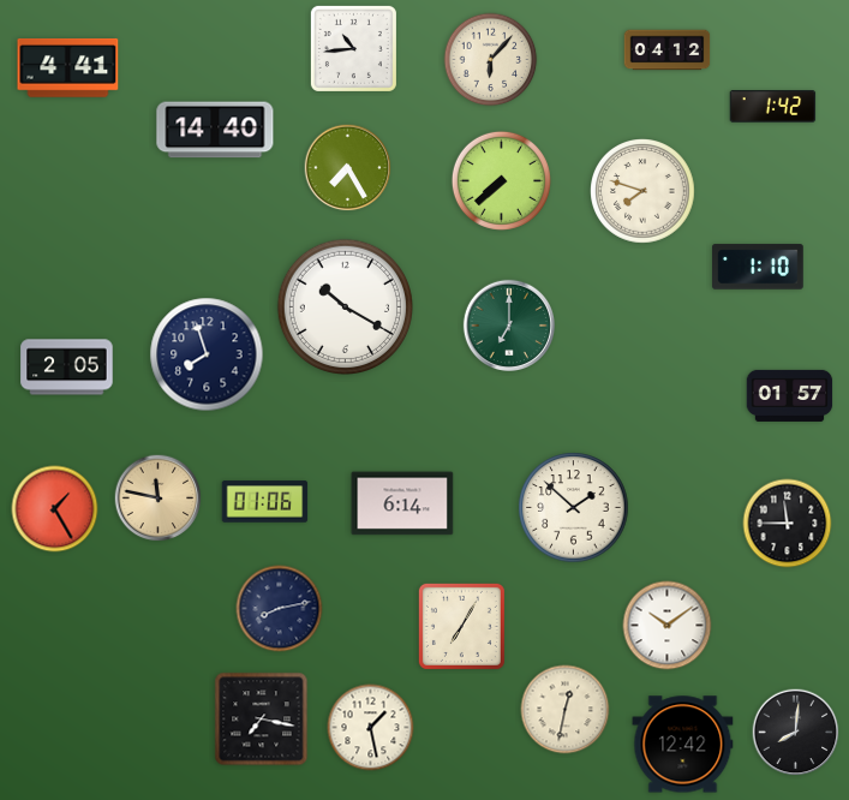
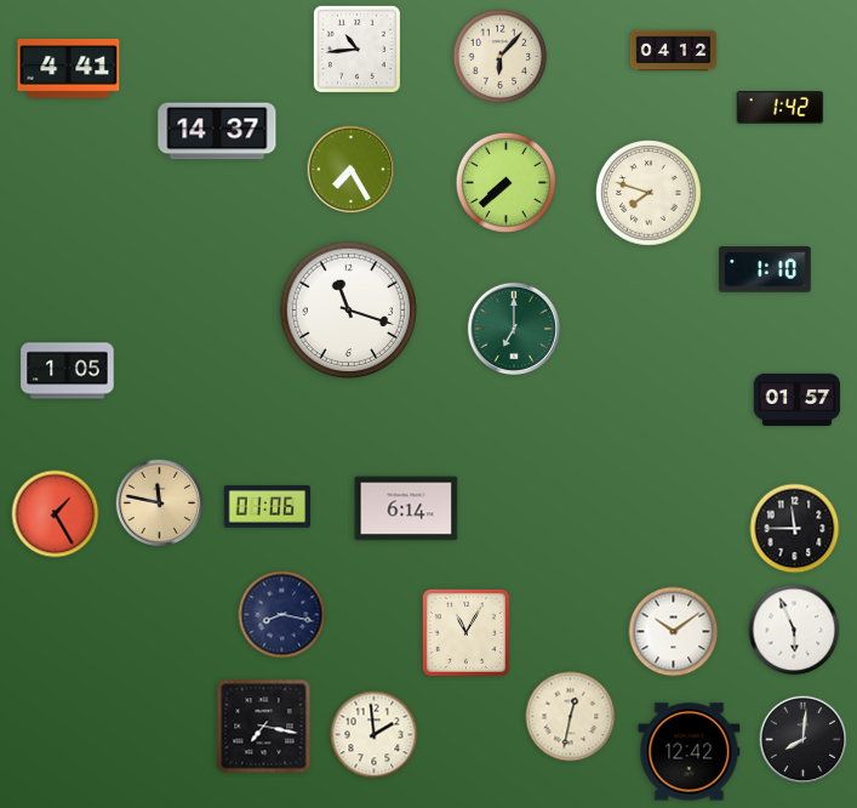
clock at (491, 60) position: (491, 60) -> (501, 57)
clock at (215, 130): 14:40 -> 14:37
clock at (345, 306): 10:20 -> 11:18
clock at (207, 354): 7:57 -> none
clock at (67, 368): 2:05 -> 1:05
clock at (574, 508): 1:52 -> none
clock at (280, 609): 8:13 -> 8:17
clock at (794, 630): none -> 5:56
clock at (461, 626): 7:05 -> 11:05
clock at (371, 728): 1:28 -> 1:59
